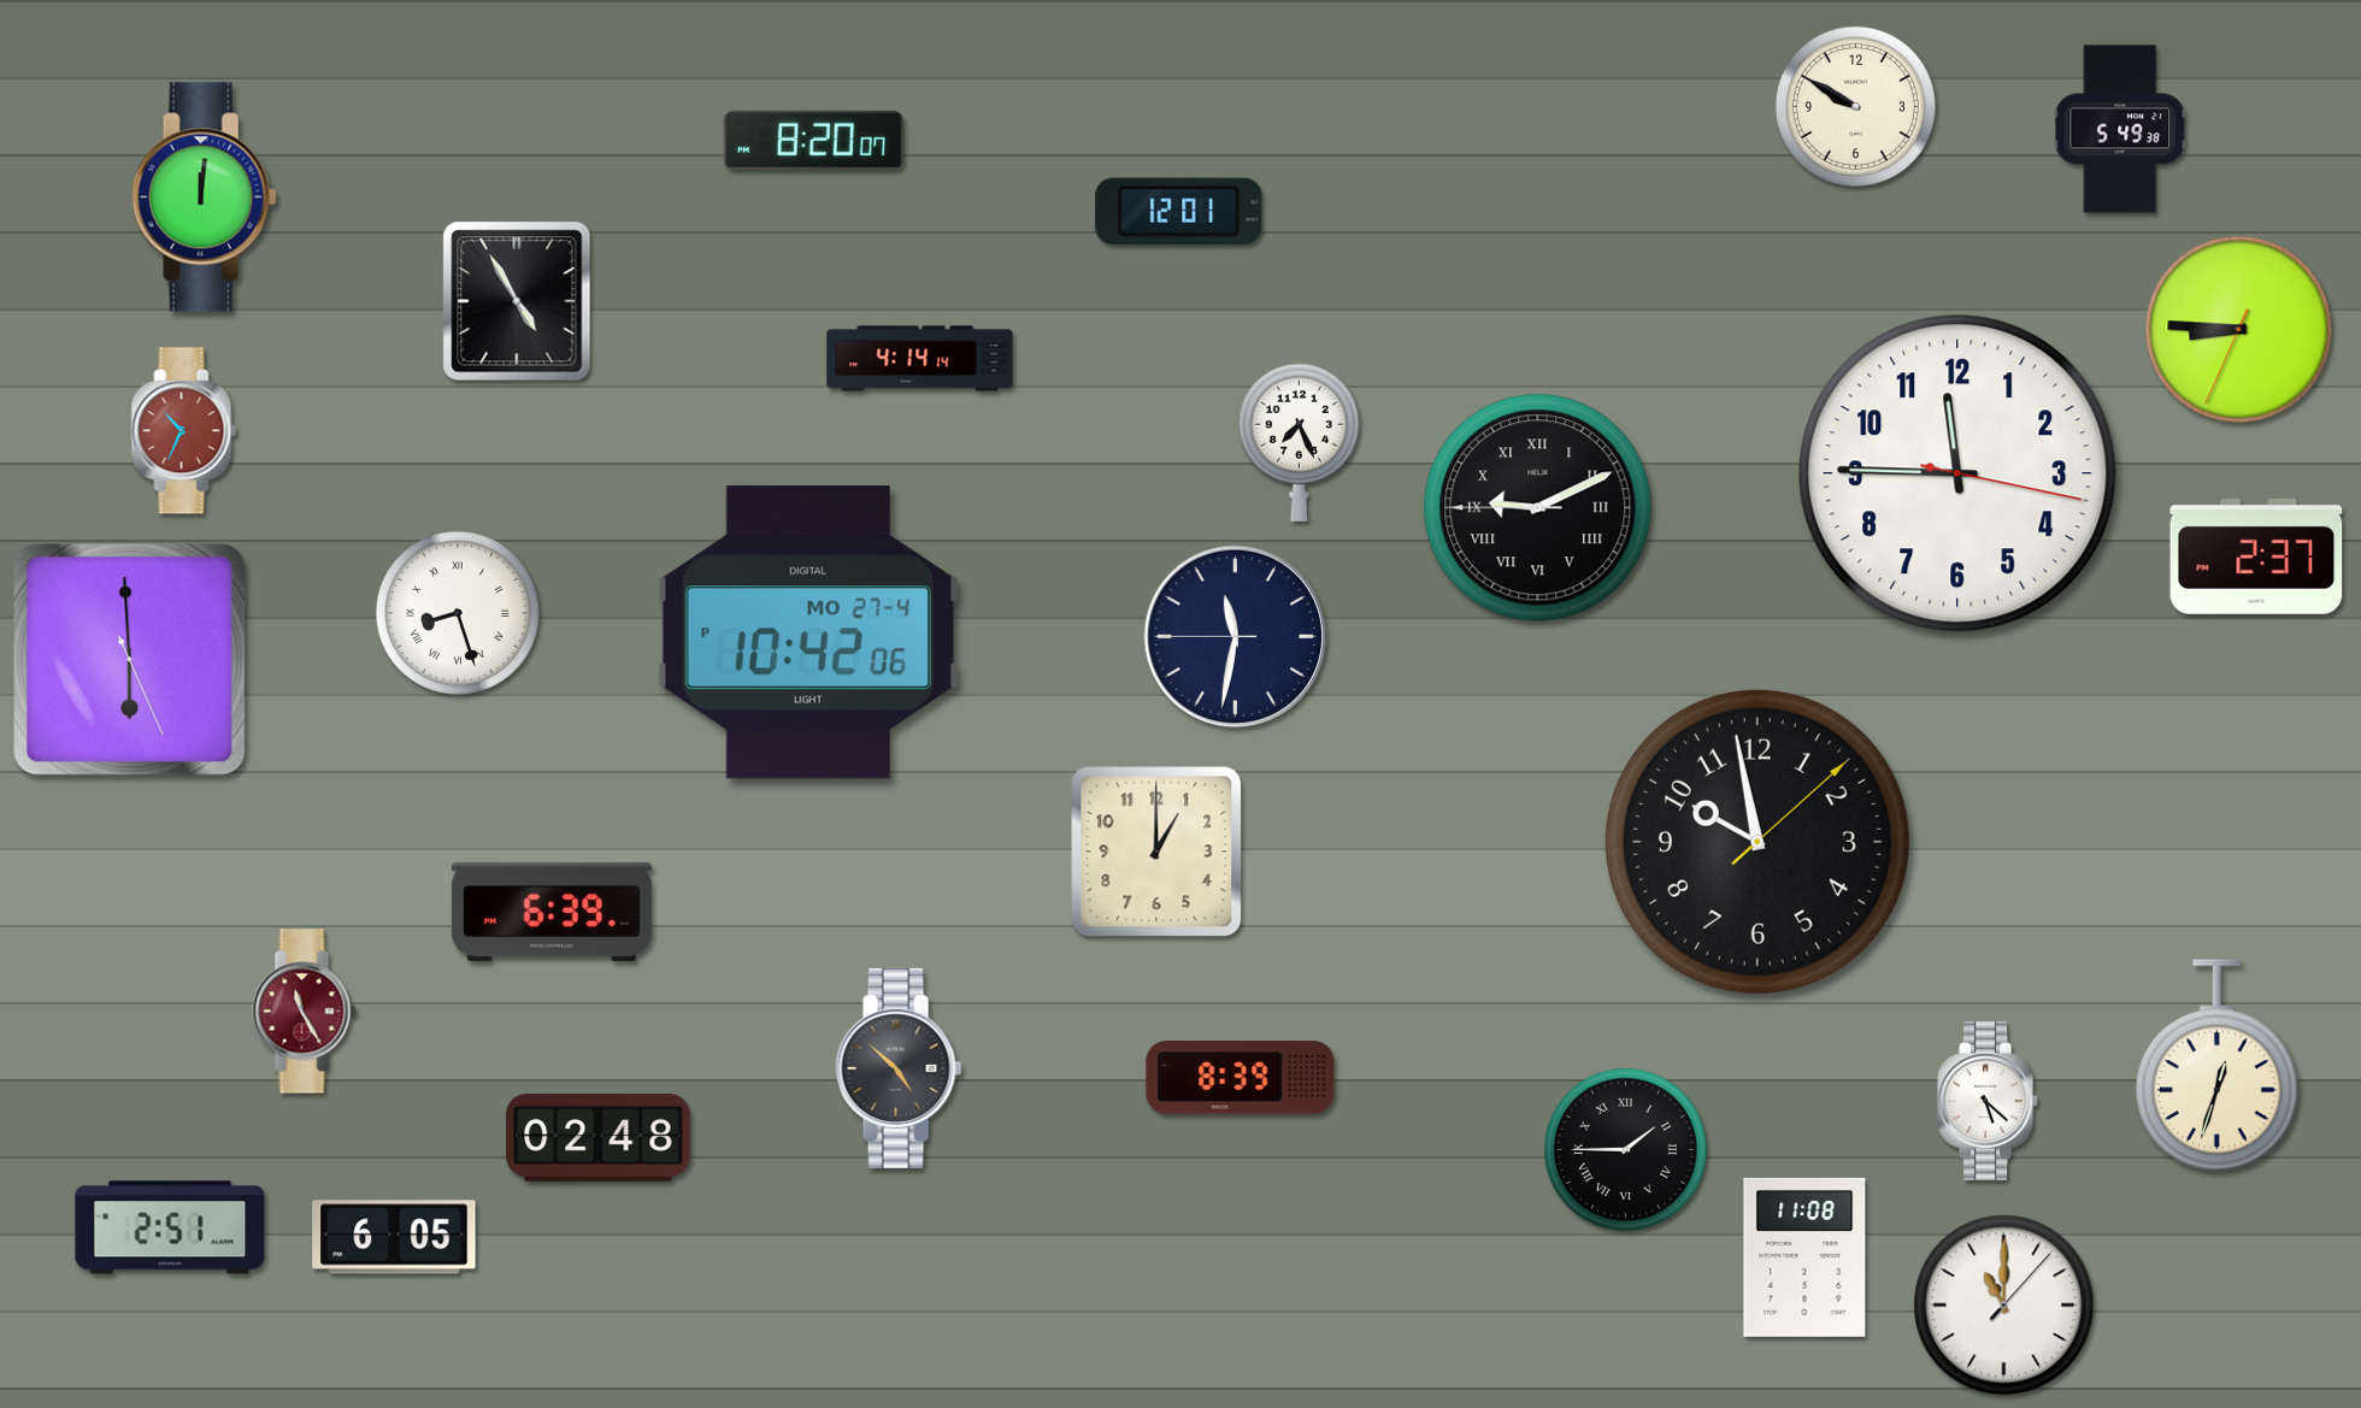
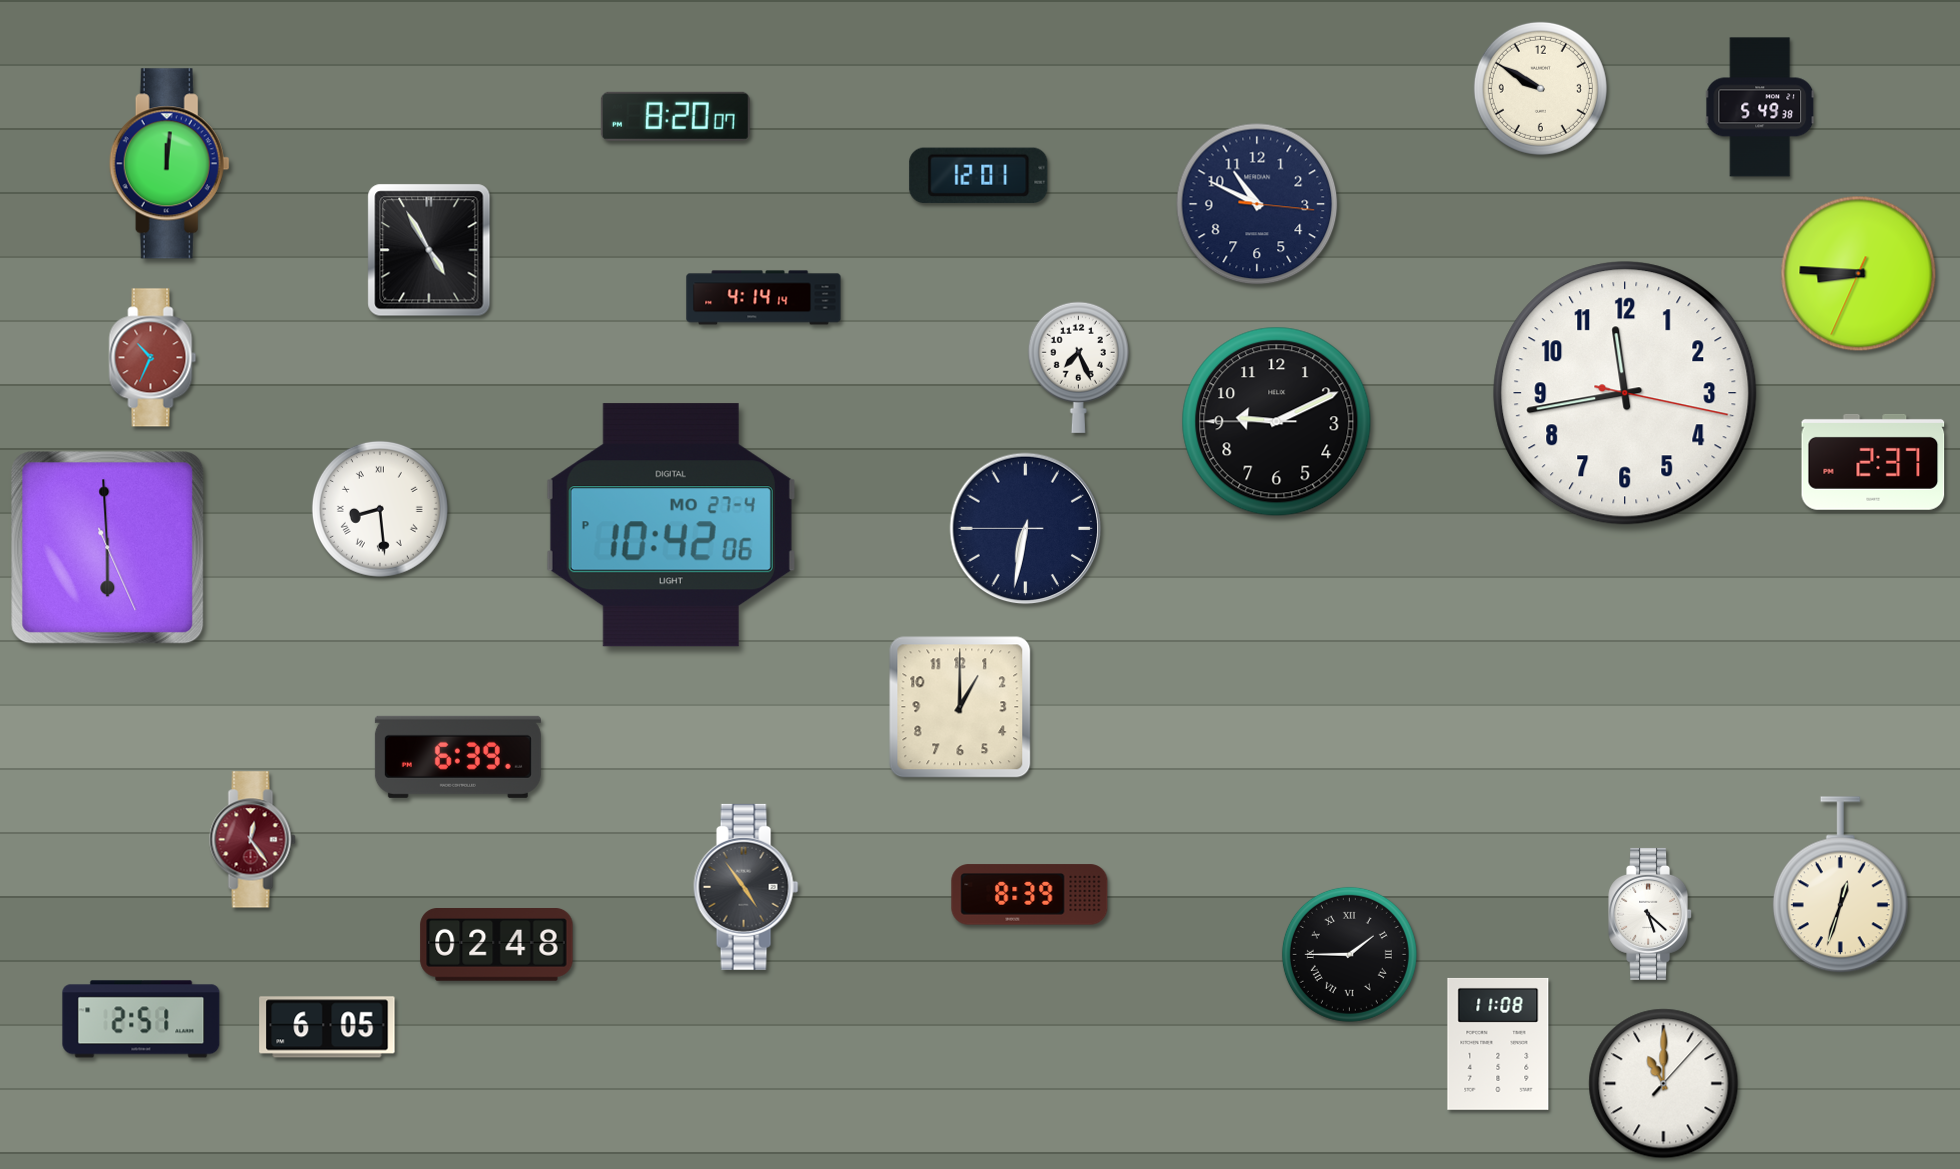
clock at (1257, 204): none -> 10:49
clock at (1957, 473): 11:45 -> 11:43
clock at (1538, 508) numerals: Roman -> Arabic
clock at (458, 613): 8:27 -> 8:29
clock at (1236, 637): 11:31 -> 6:31
clock at (1757, 842): 9:58 -> none
clock at (305, 1012): 11:25 -> 12:24
clock at (899, 1068): 4:52 -> 4:54
